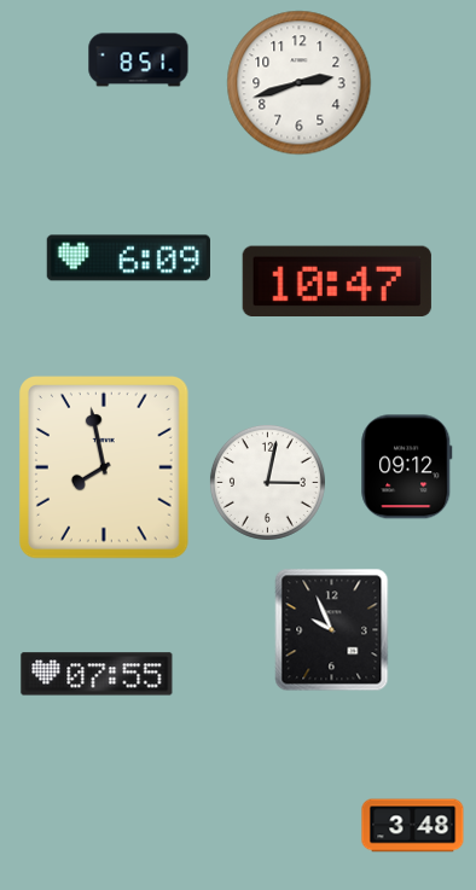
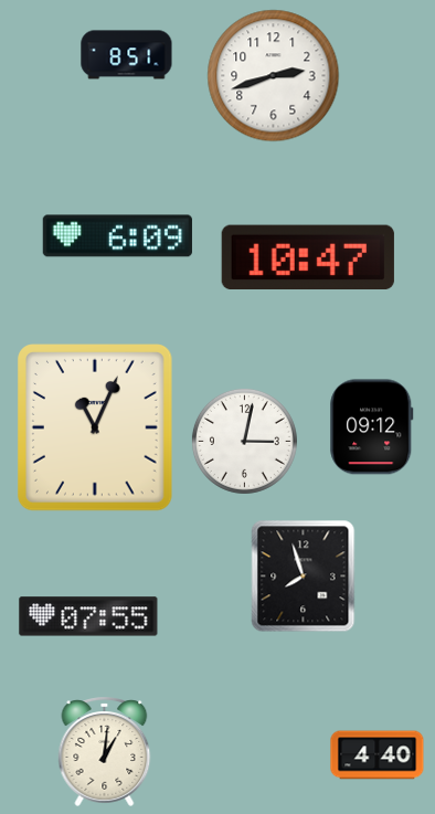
clock at (105, 467): 7:58 -> 11:04
clock at (332, 630): 9:56 -> 7:57
clock at (105, 751): none -> 1:01
clock at (413, 826): 3:48 -> 4:40
